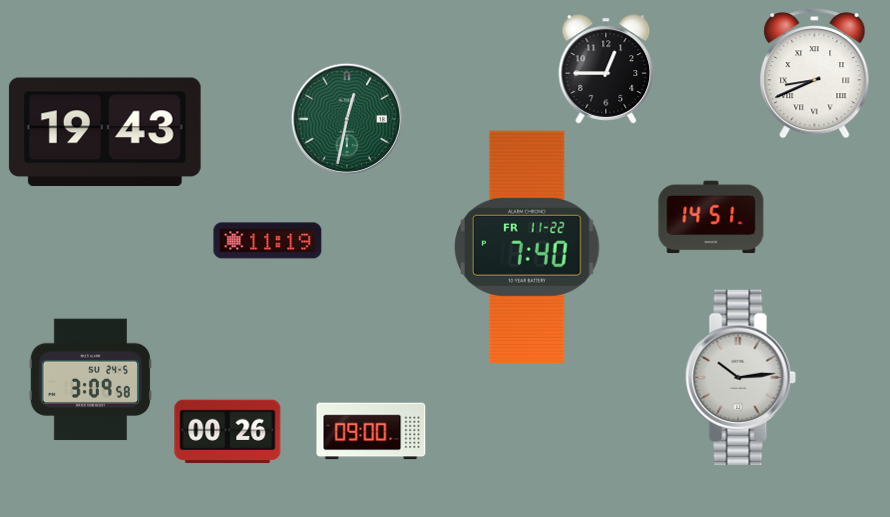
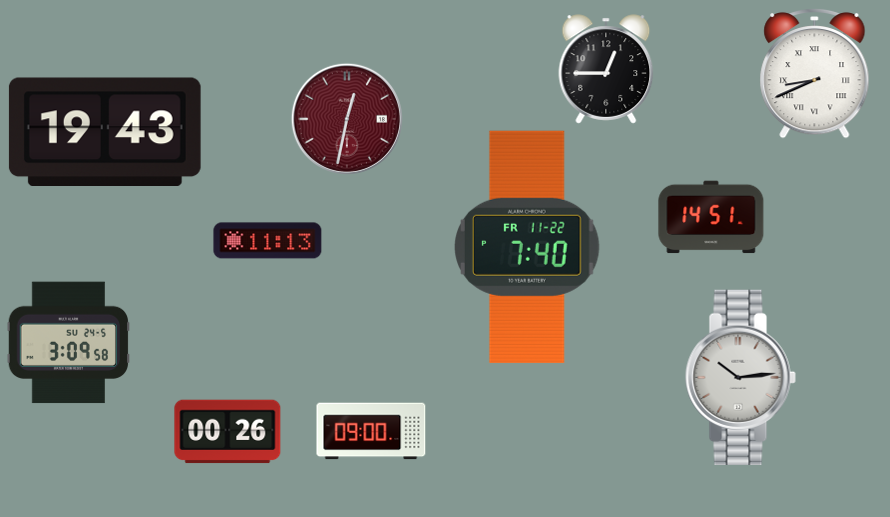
clock at (347, 119) dial: green -> burgundy
clock at (268, 241): 11:19 -> 11:13
clock at (91, 380) position: (91, 380) -> (69, 343)
